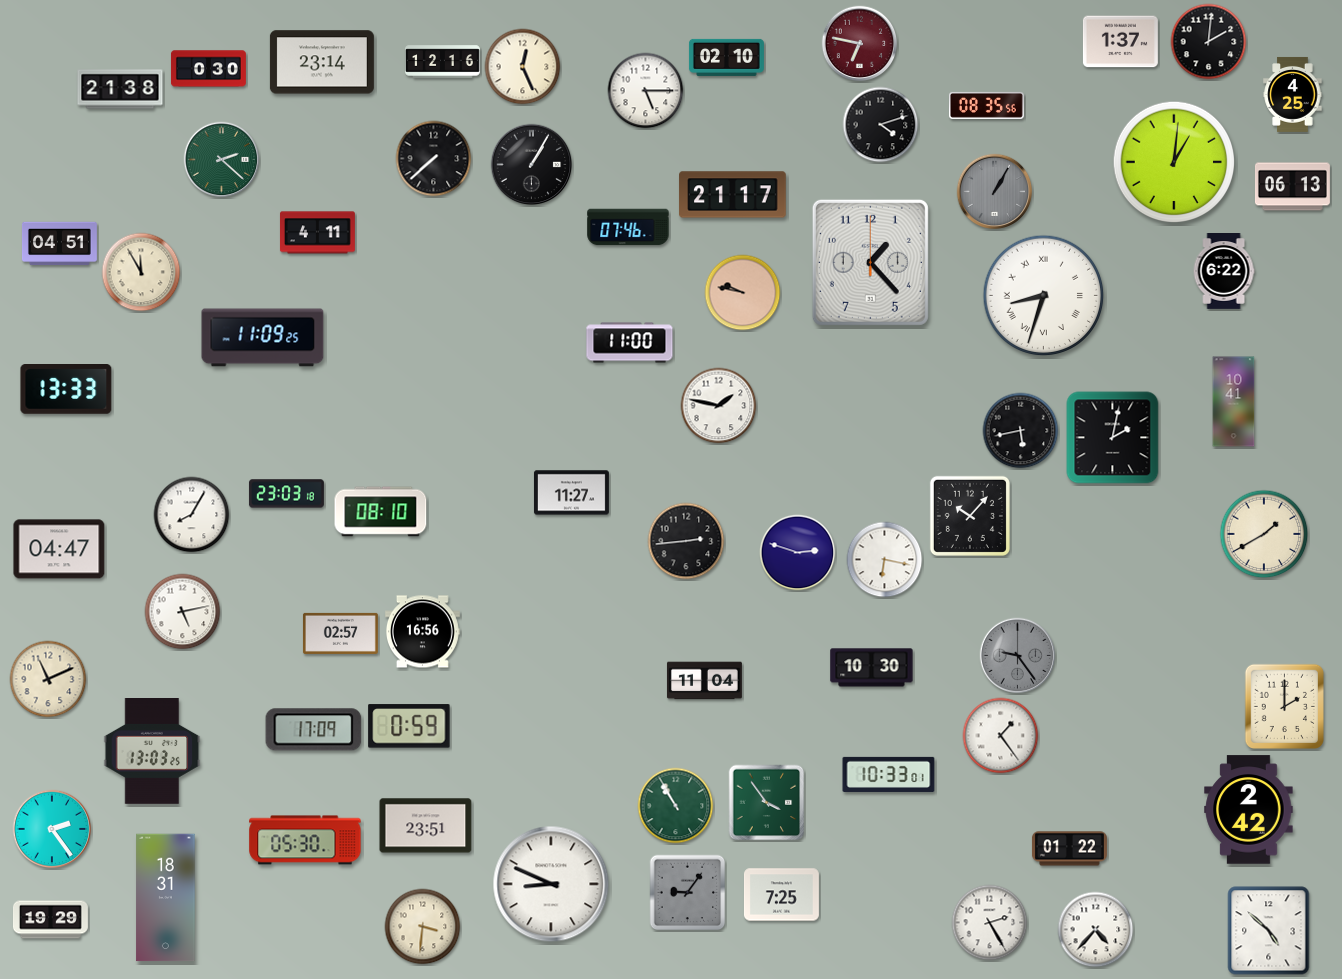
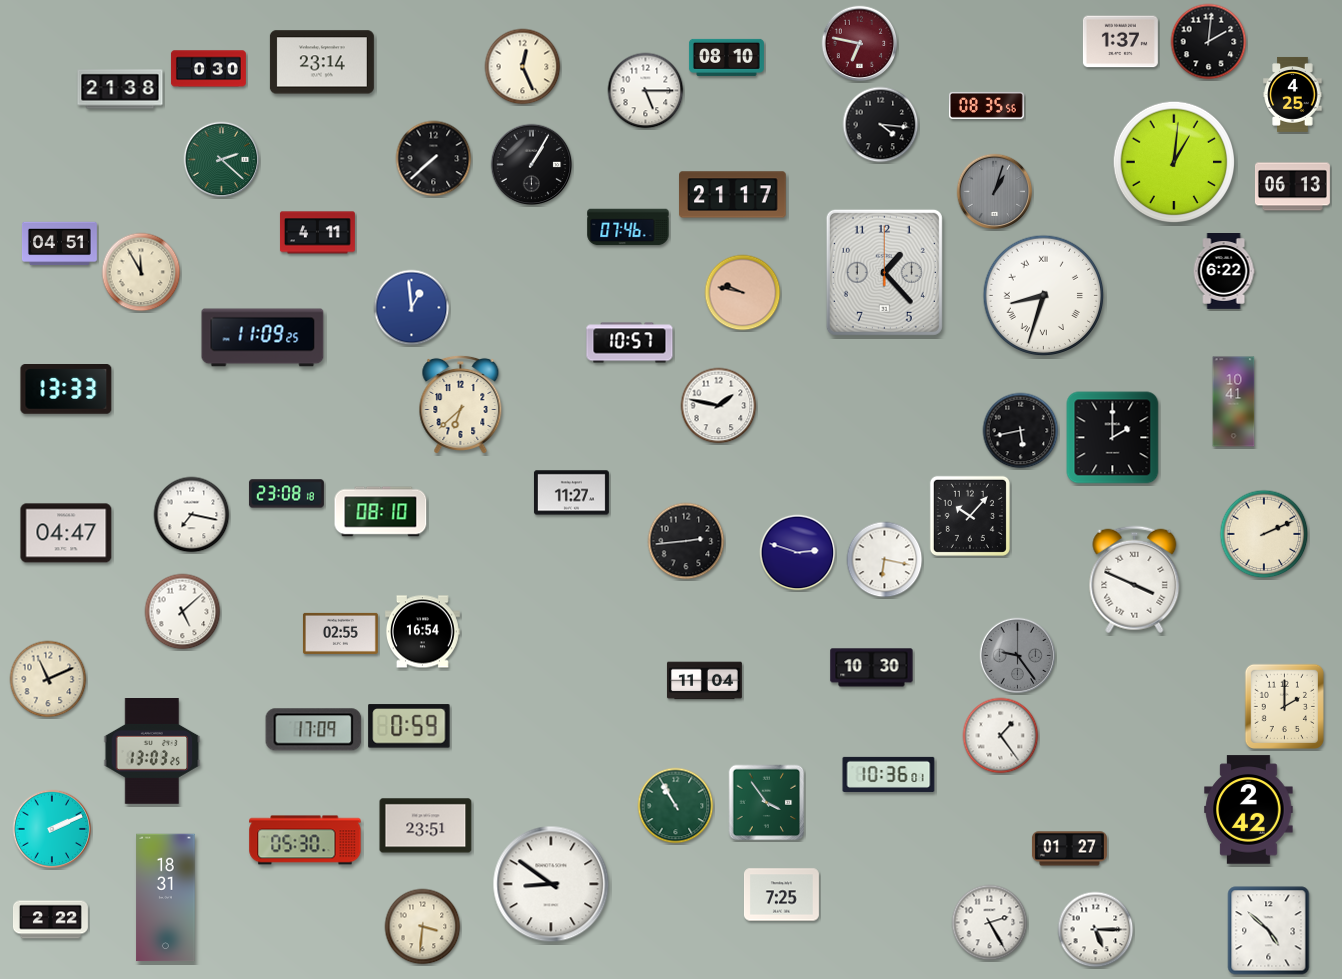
clock at (726, 57): 02:10 -> 08:10
clock at (443, 62): 12:16 -> none
clock at (881, 125): 4:12 -> 4:16
clock at (995, 192): 1:05 -> 1:03
clock at (870, 262) position: (870, 262) -> (884, 272)
clock at (412, 308): none -> 12:59
clock at (630, 343): 11:00 -> 10:57
clock at (461, 404): none -> 6:38
clock at (1113, 438): 2:02 -> 2:00
clock at (286, 494): 23:03 -> 23:08
clock at (192, 515): 8:05 -> 7:17
clock at (1264, 534): 1:40 -> 2:11
clock at (59, 549) position: (59, 549) -> (66, 533)
clock at (1135, 580): none -> 3:49
clock at (183, 612): 5:13 -> 5:08
clock at (422, 632): 16:56 -> 16:54
clock at (340, 633): 02:57 -> 02:55
clock at (889, 774): 10:33 -> 10:36
clock at (52, 829): 2:24 -> 2:11
clock at (1069, 849): 01:22 -> 01:27
clock at (551, 884): 8:49 -> 8:51
clock at (688, 893): 9:06 -> none
clock at (50, 920): 19:29 -> 2:22
clock at (1096, 930): 4:37 -> 5:15
